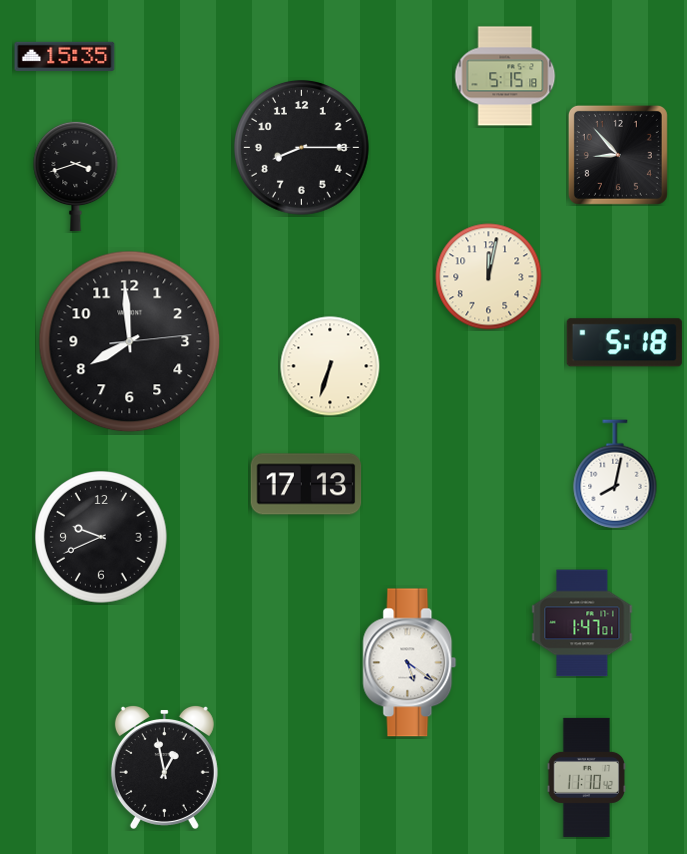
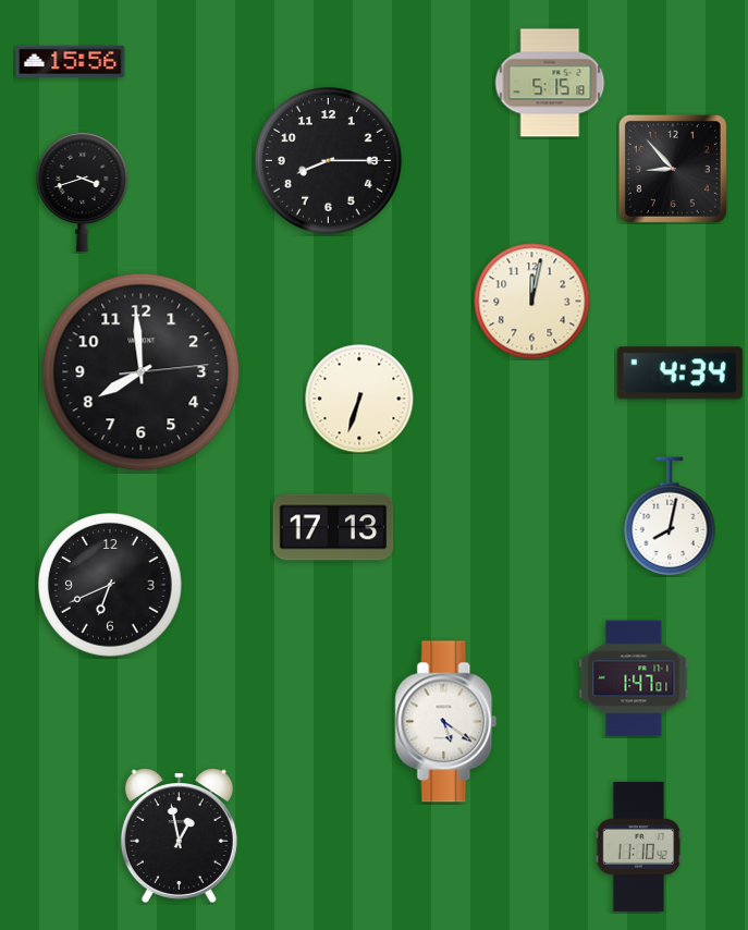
clock at (65, 56): 15:35 -> 15:56
clock at (624, 343): 5:18 -> 4:34
clock at (102, 538): 9:41 -> 6:41
